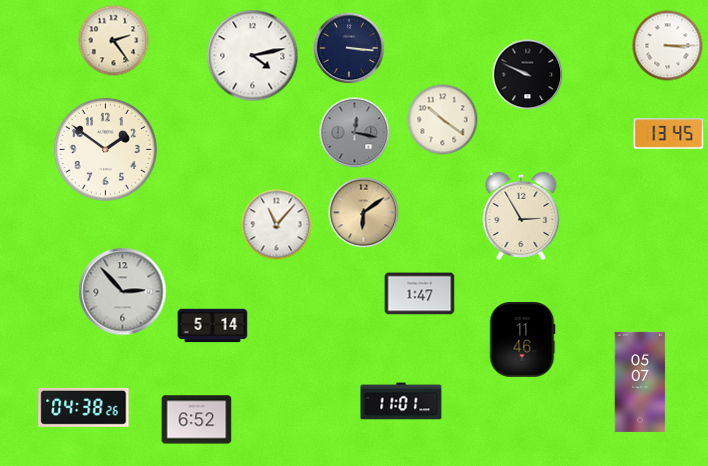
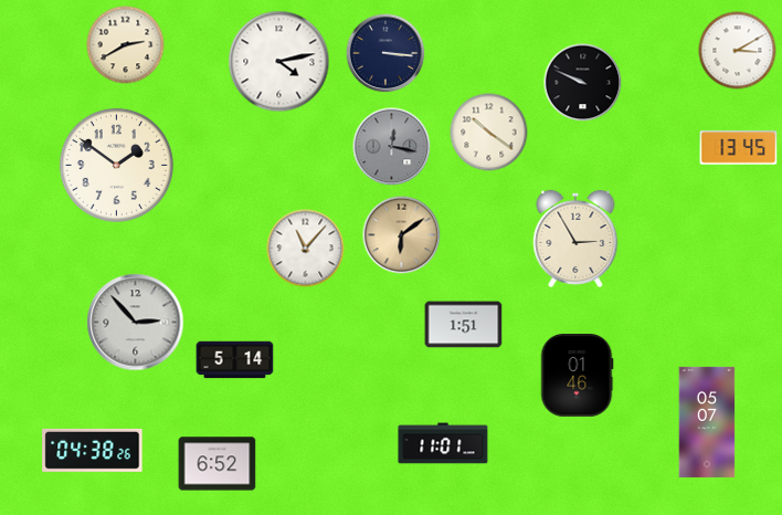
clock at (114, 41): 2:24 -> 2:40
clock at (668, 46): 3:15 -> 3:10
clock at (420, 294): 1:47 -> 1:51
clock at (522, 340): 11:46 -> 01:46
